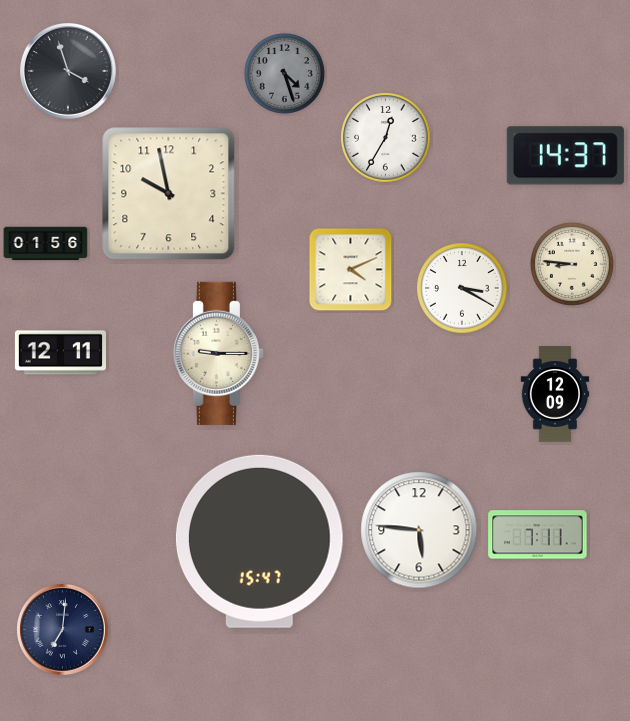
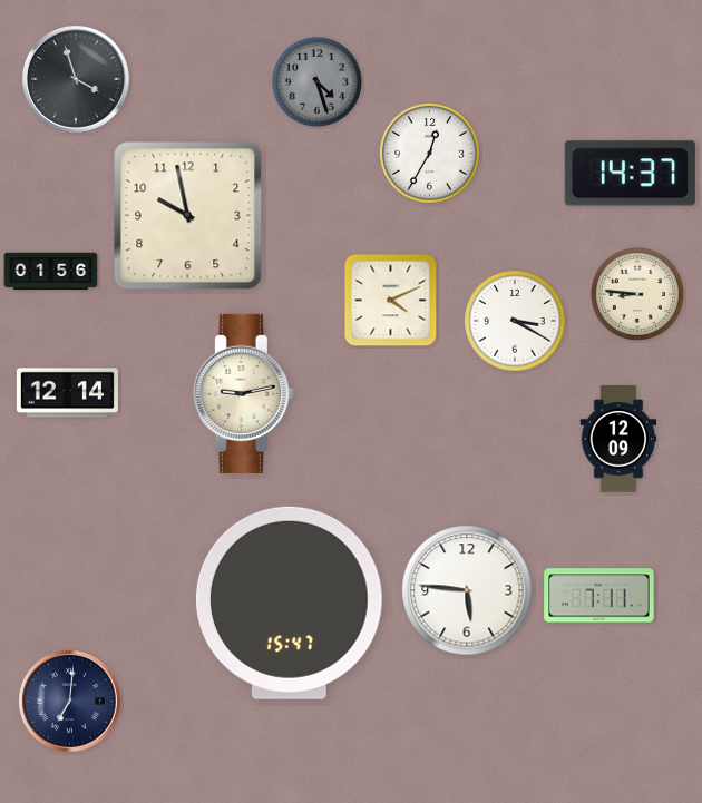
clock at (60, 353): 12:11 -> 12:14
clock at (218, 353): 9:15 -> 9:13
